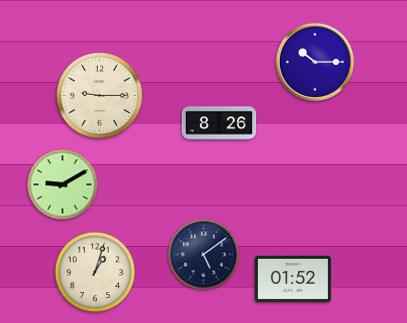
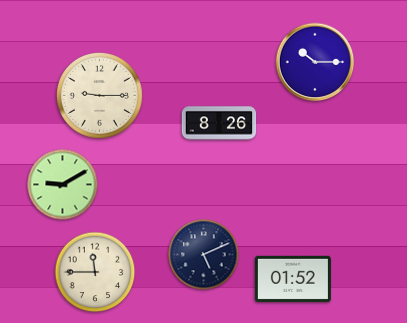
clock at (204, 255): 5:09 -> 5:11
clock at (95, 272): 1:03 -> 11:45
